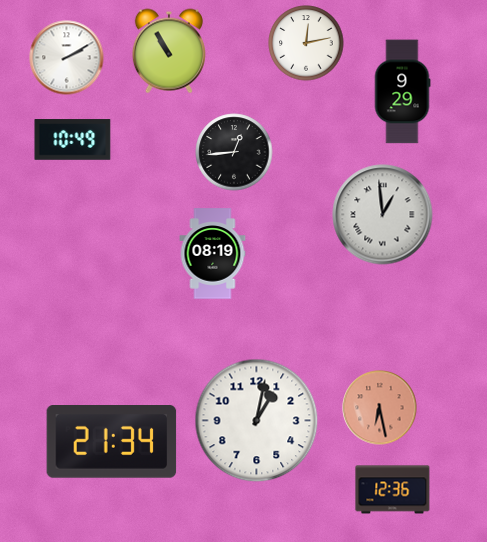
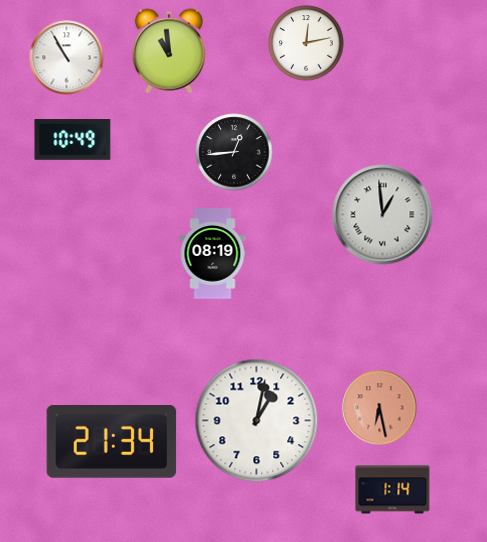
clock at (169, 51): 10:55 -> 10:59
clock at (67, 58): 2:10 -> 10:55
clock at (402, 92): 9:29 -> none
clock at (393, 490): 12:36 -> 1:14
